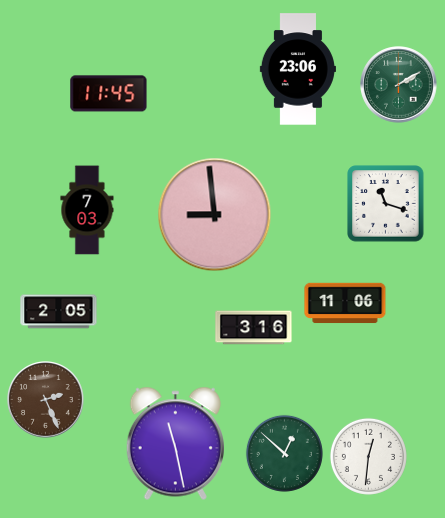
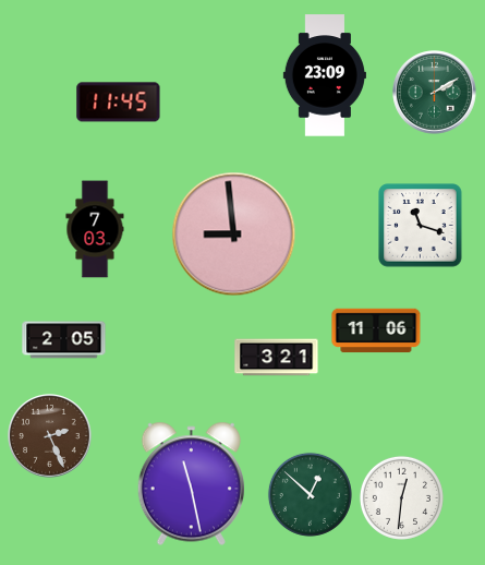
clock at (298, 69): 23:06 -> 23:09
clock at (386, 204) position: (386, 204) -> (421, 226)
clock at (254, 328): 3:16 -> 3:21
